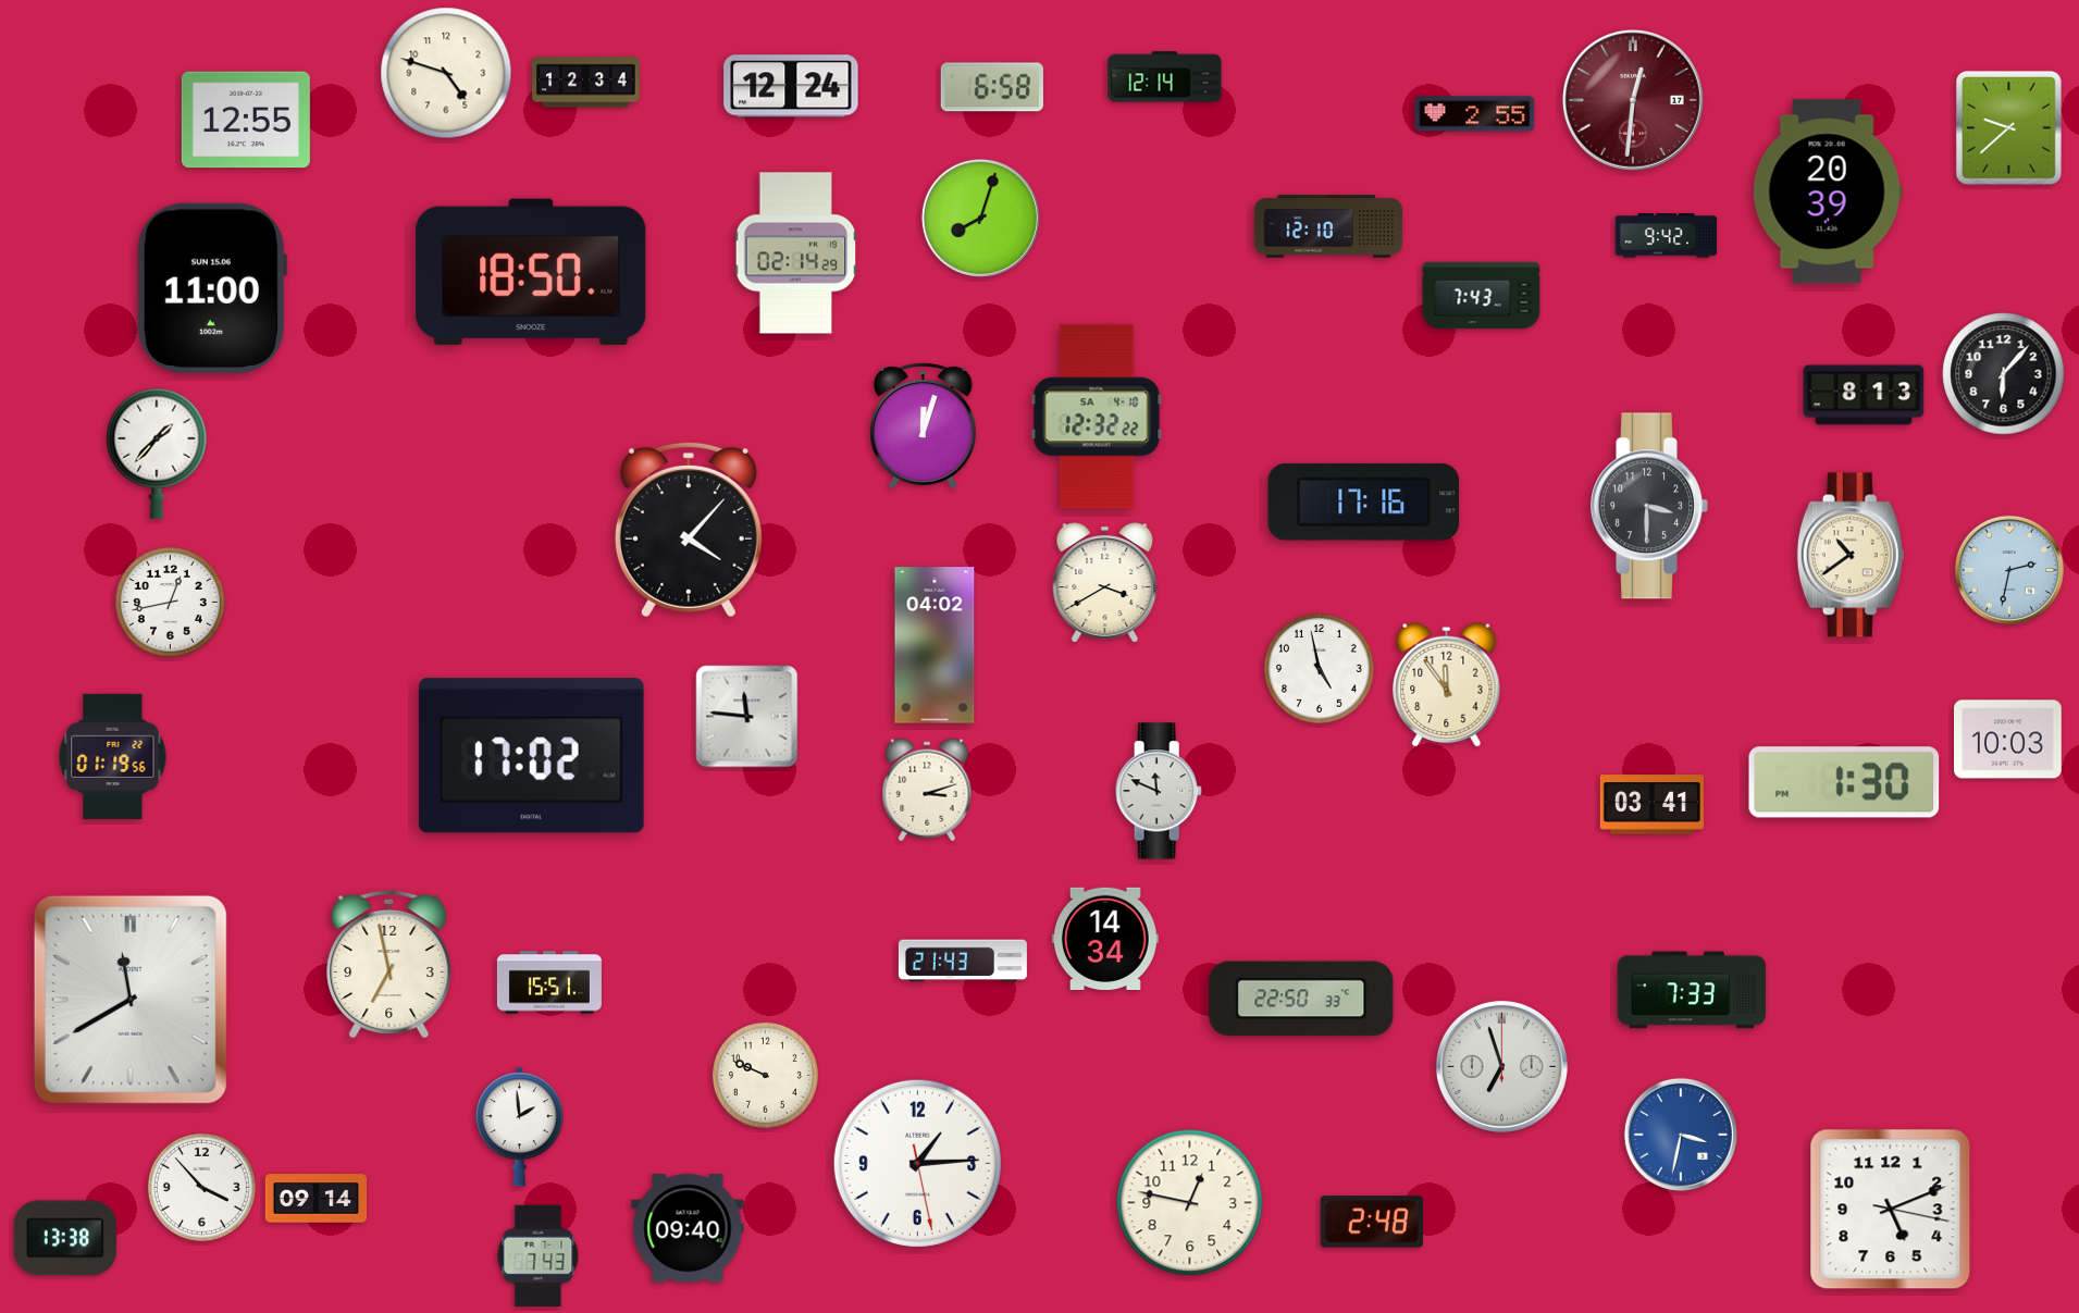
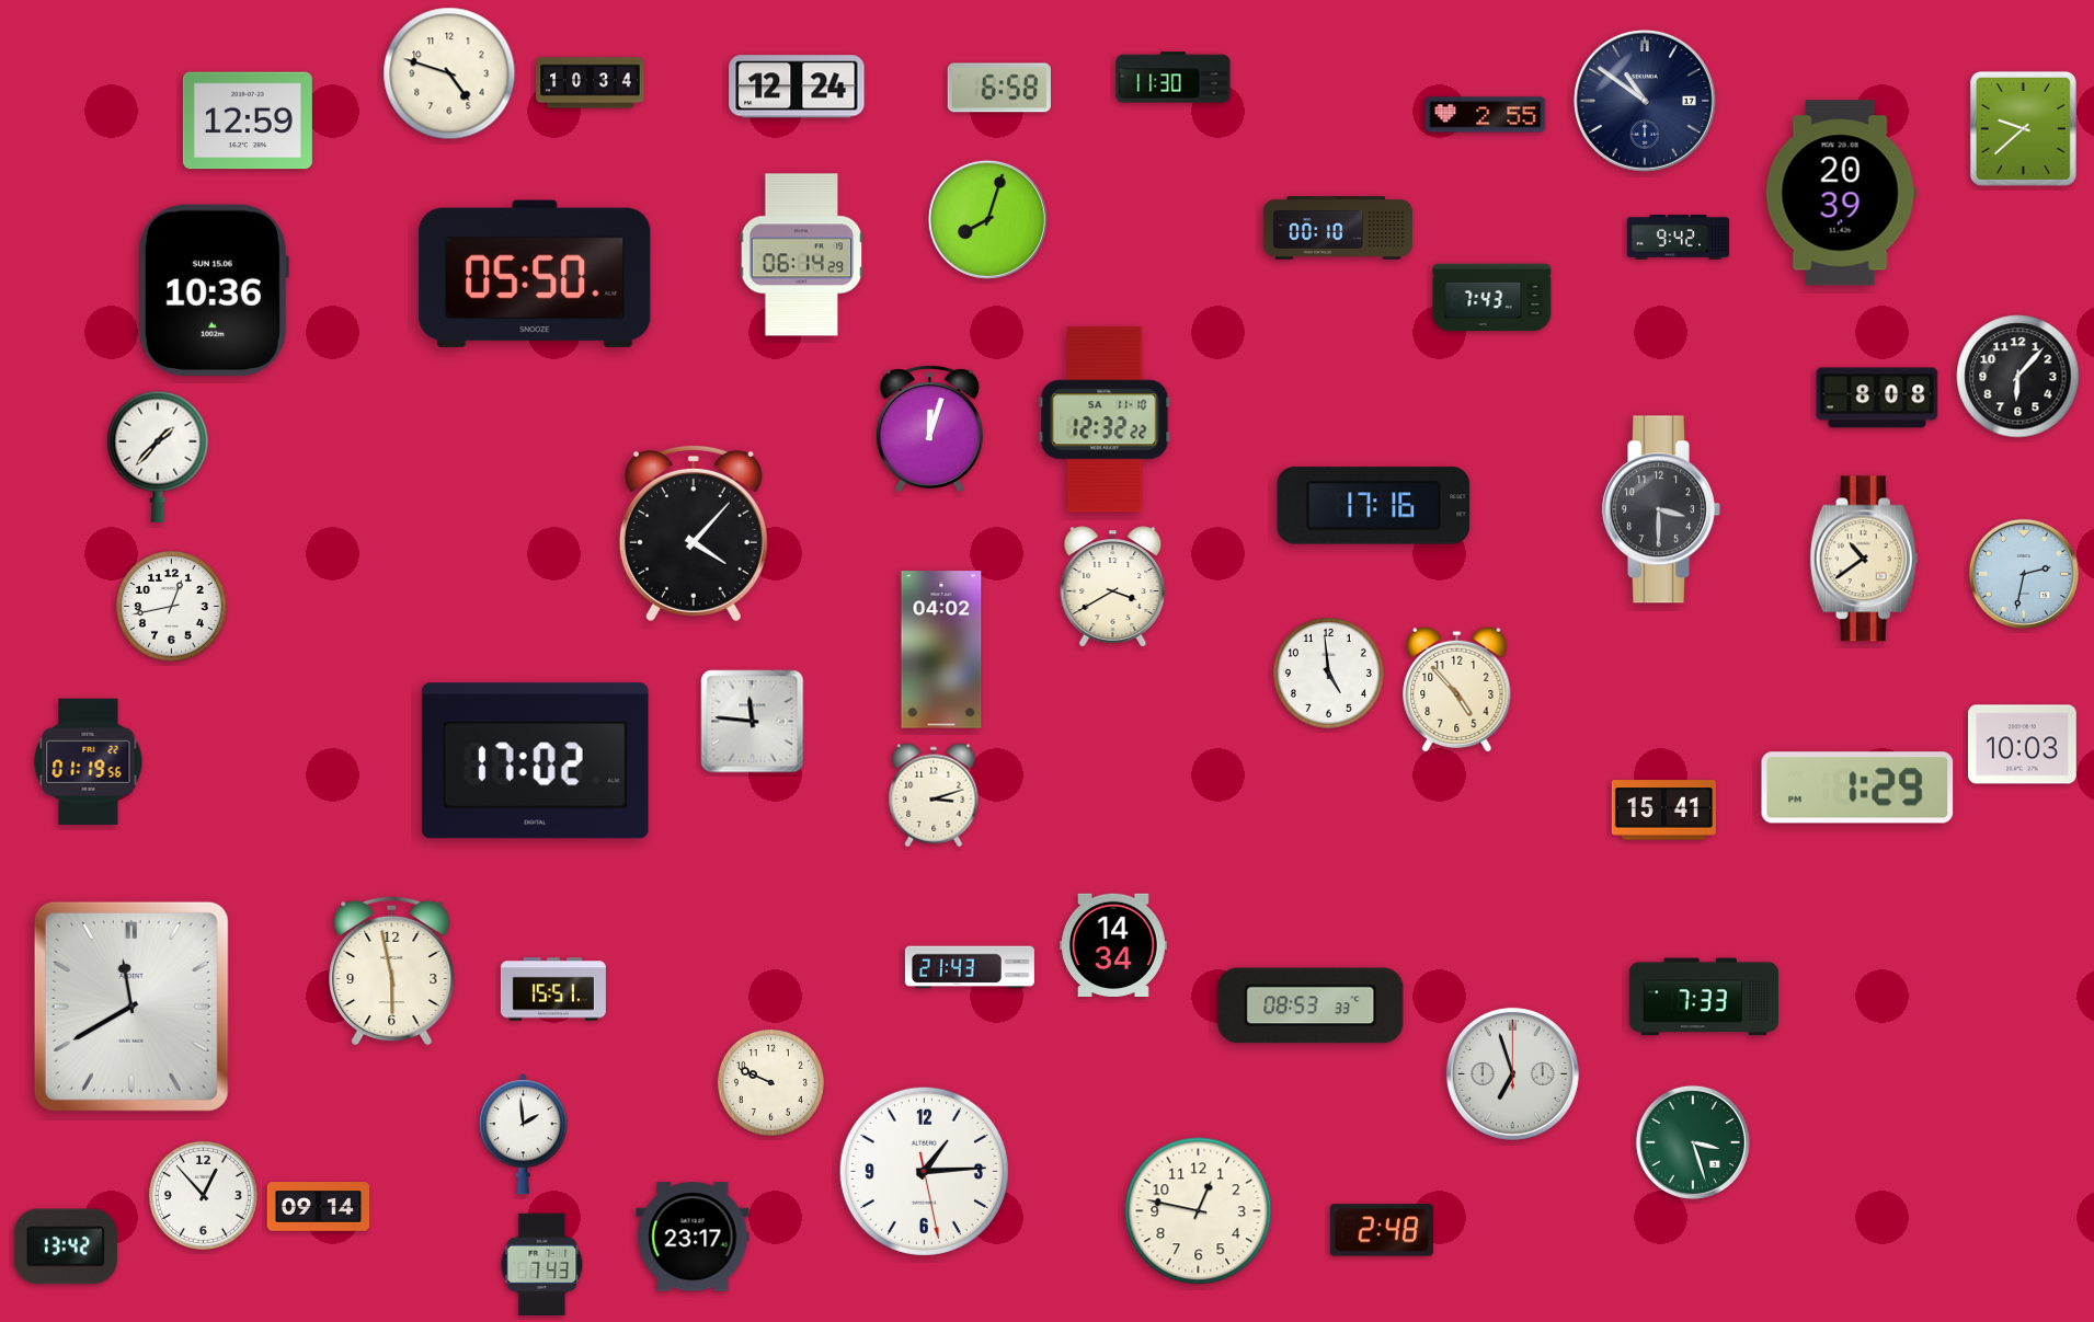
clock at (1165, 77): 12:14 -> 11:30
clock at (586, 83): 12:34 -> 10:34
clock at (1633, 100): 12:31 -> 10:51
clock at (1633, 100) dial: burgundy -> navy
clock at (246, 120): 12:55 -> 12:59
clock at (1328, 226): 12:10 -> 00:10
clock at (796, 253): 02:14 -> 06:14
clock at (531, 272): 18:50 -> 05:50
clock at (212, 288): 11:00 -> 10:36
clock at (1864, 395): 8:13 -> 8:08
clock at (1097, 417) date: SA 4-10 -> SA 11-10
clock at (1319, 668): 4:58 -> 4:59
clock at (1447, 684): 11:54 -> 4:53
clock at (113, 756) position: (113, 756) -> (89, 761)
clock at (1844, 782): 1:30 -> 1:29
clock at (1159, 791): 11:49 -> none
clock at (1651, 805): 03:41 -> 15:41
clock at (389, 964): 6:58 -> 5:58
clock at (1301, 999): 22:50 -> 08:53
clock at (1681, 1135): 3:32 -> 3:27
clock at (1681, 1135) dial: blue -> green
clock at (201, 1187): 3:53 -> 12:53
clock at (1891, 1210): 5:11 -> none
clock at (688, 1228): 09:40 -> 23:17
clock at (65, 1238): 13:38 -> 13:42
